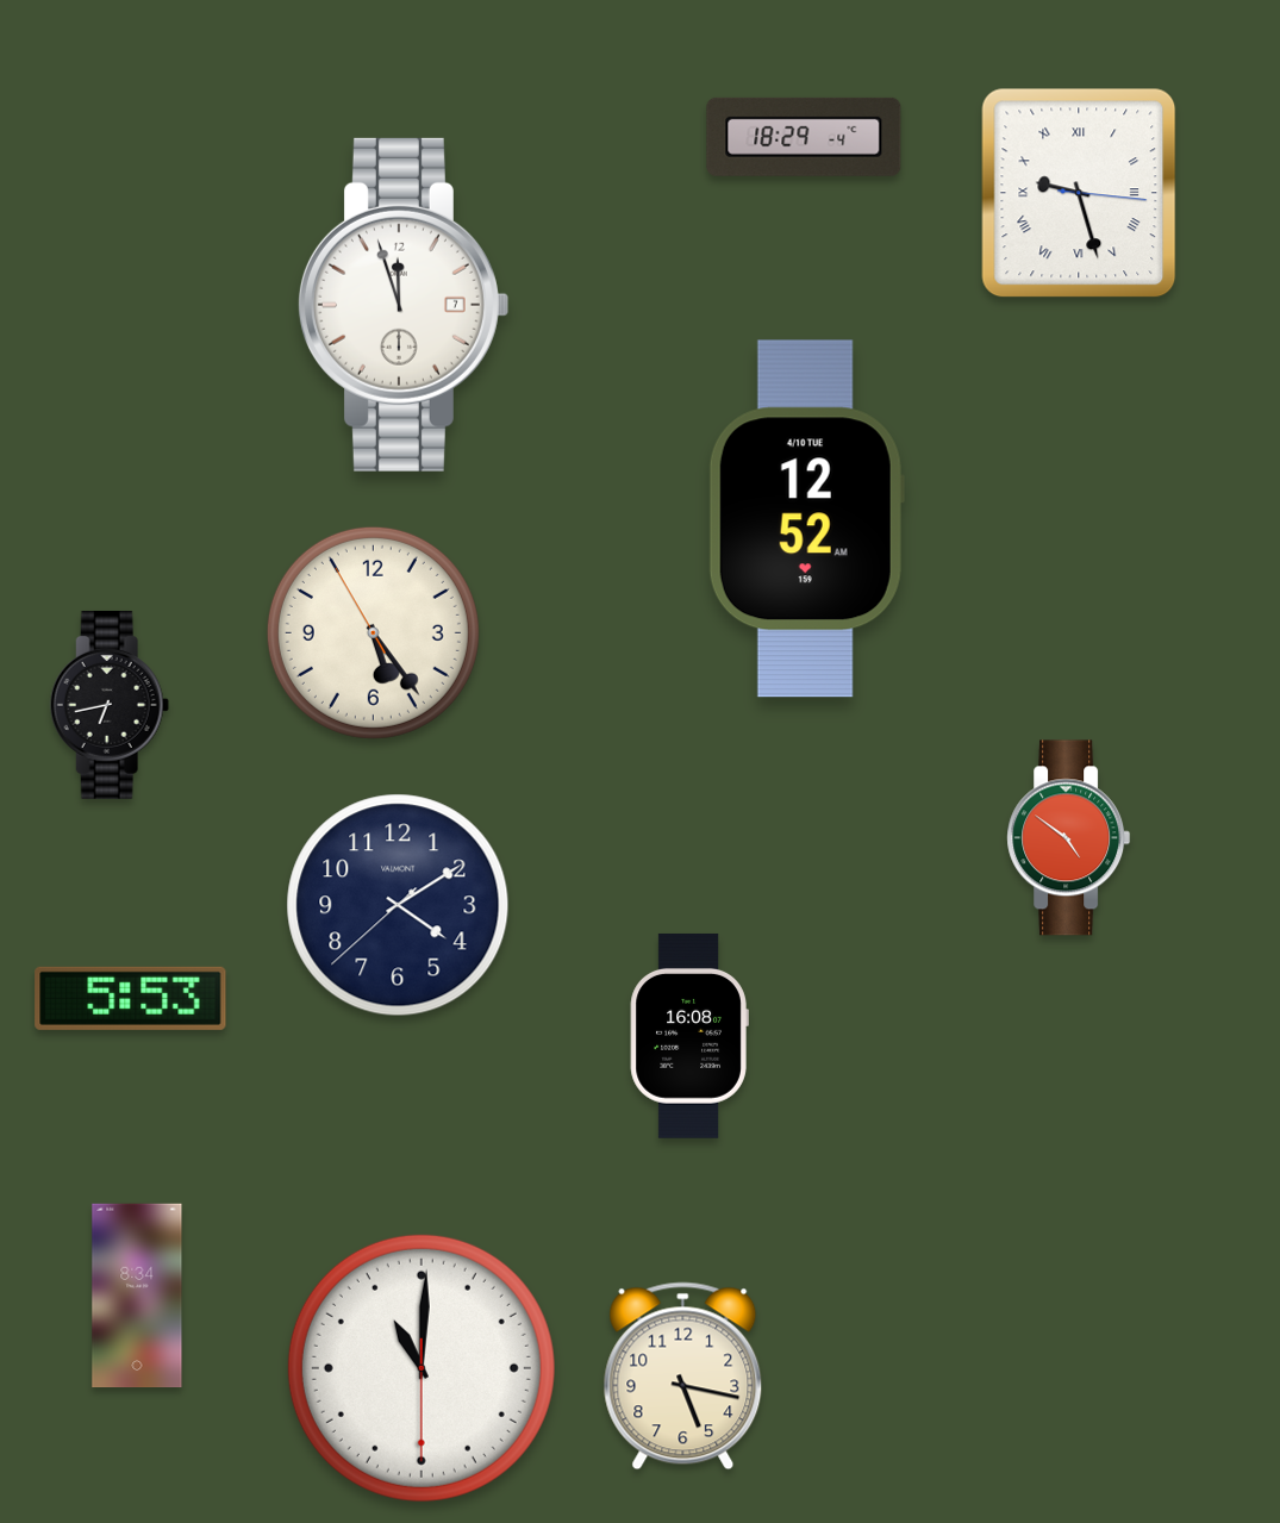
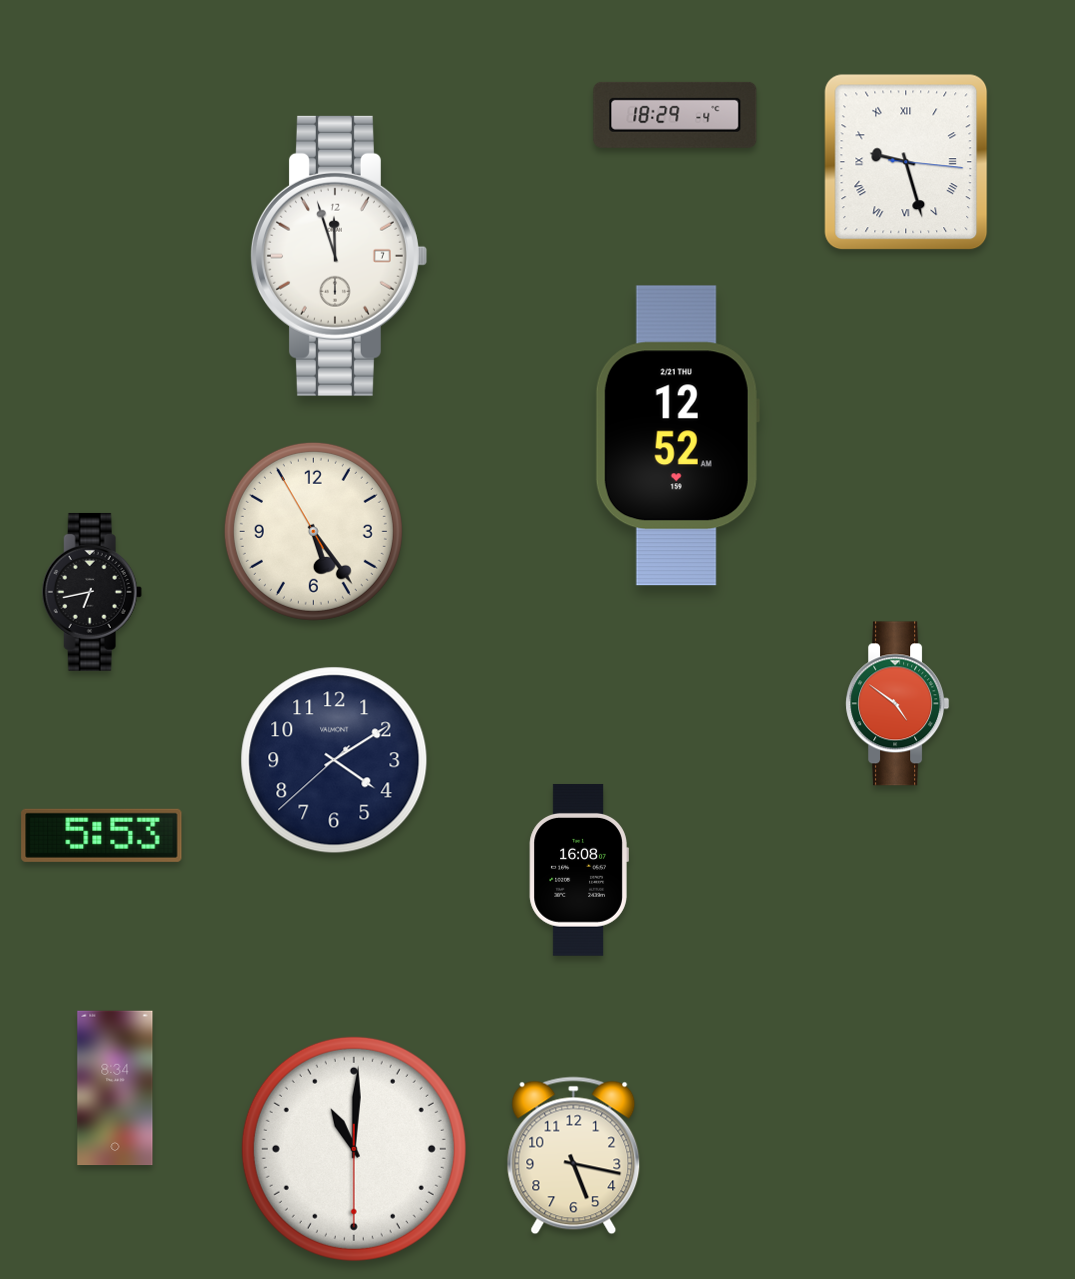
clock at (806, 519) date: 4/10 TUE -> 2/21 THU
clock at (131, 998) position: (131, 998) -> (102, 835)
